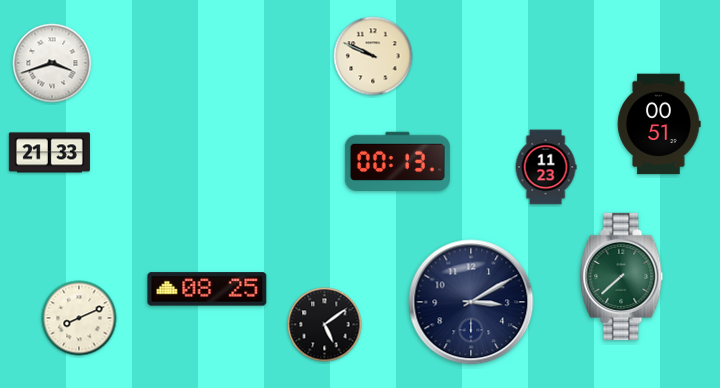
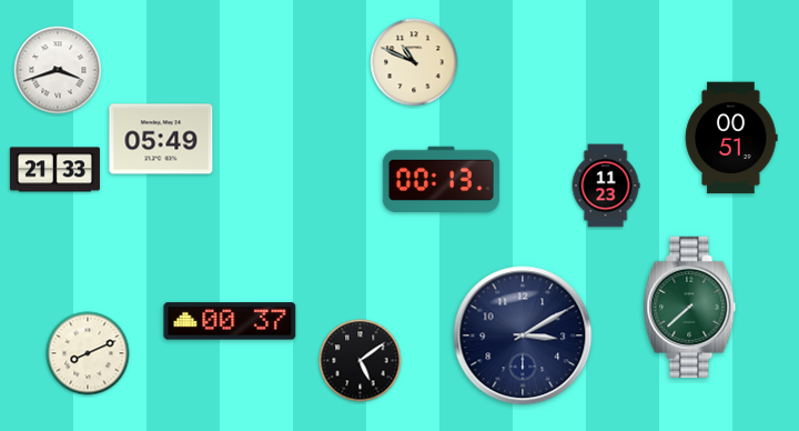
clock at (373, 56): 9:49 -> 10:49
clock at (161, 139): none -> 05:49
clock at (207, 289): 08:25 -> 00:37
